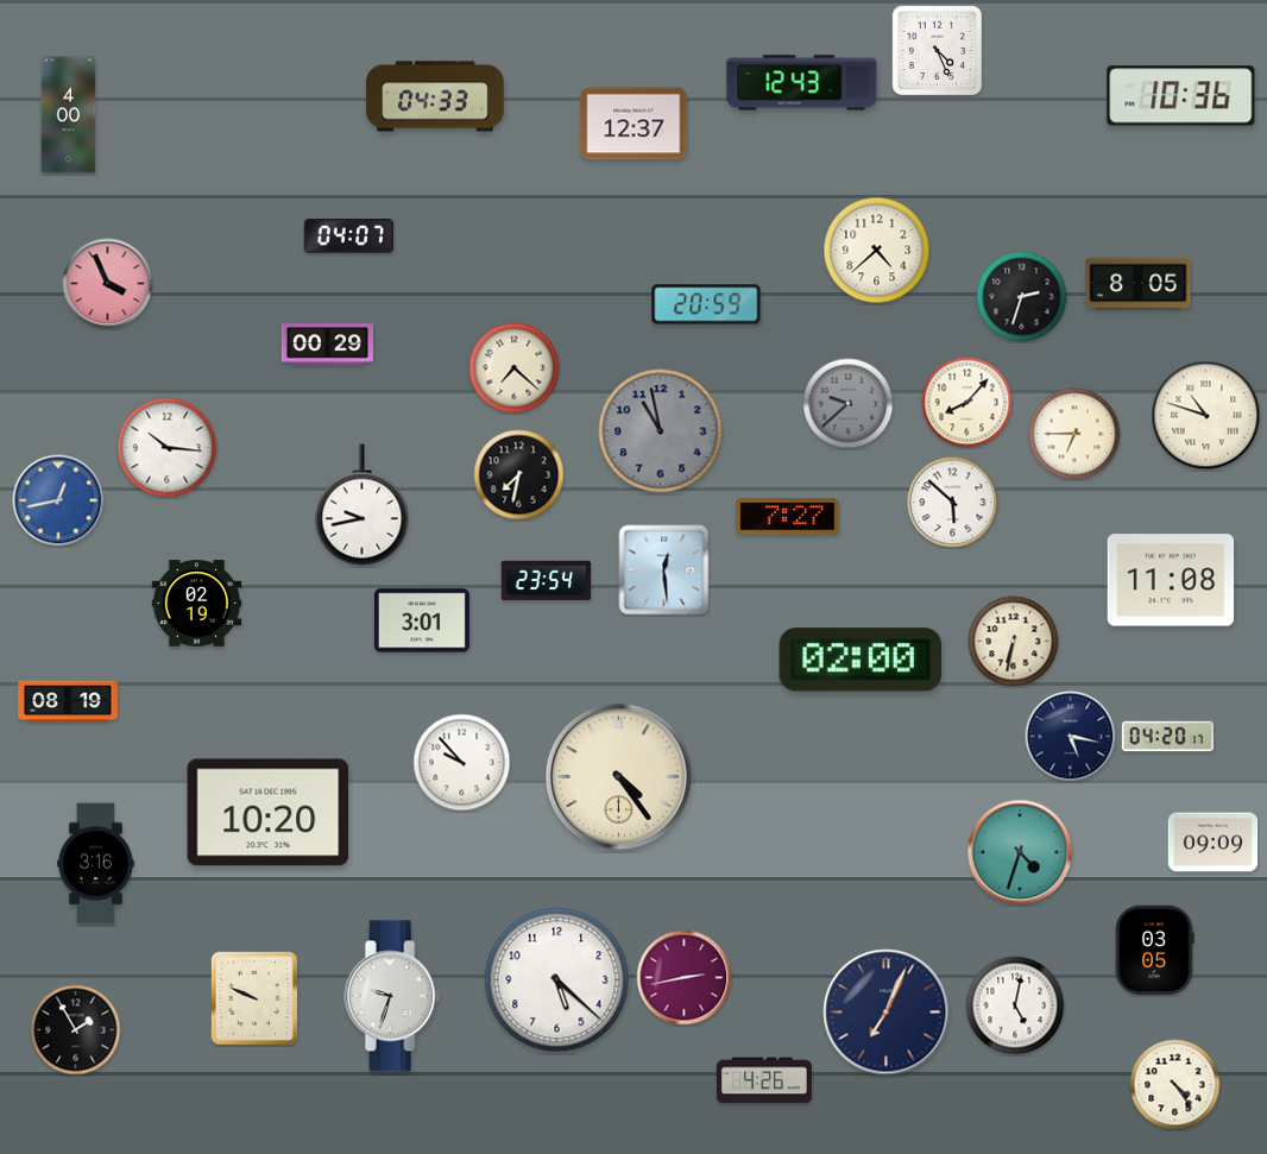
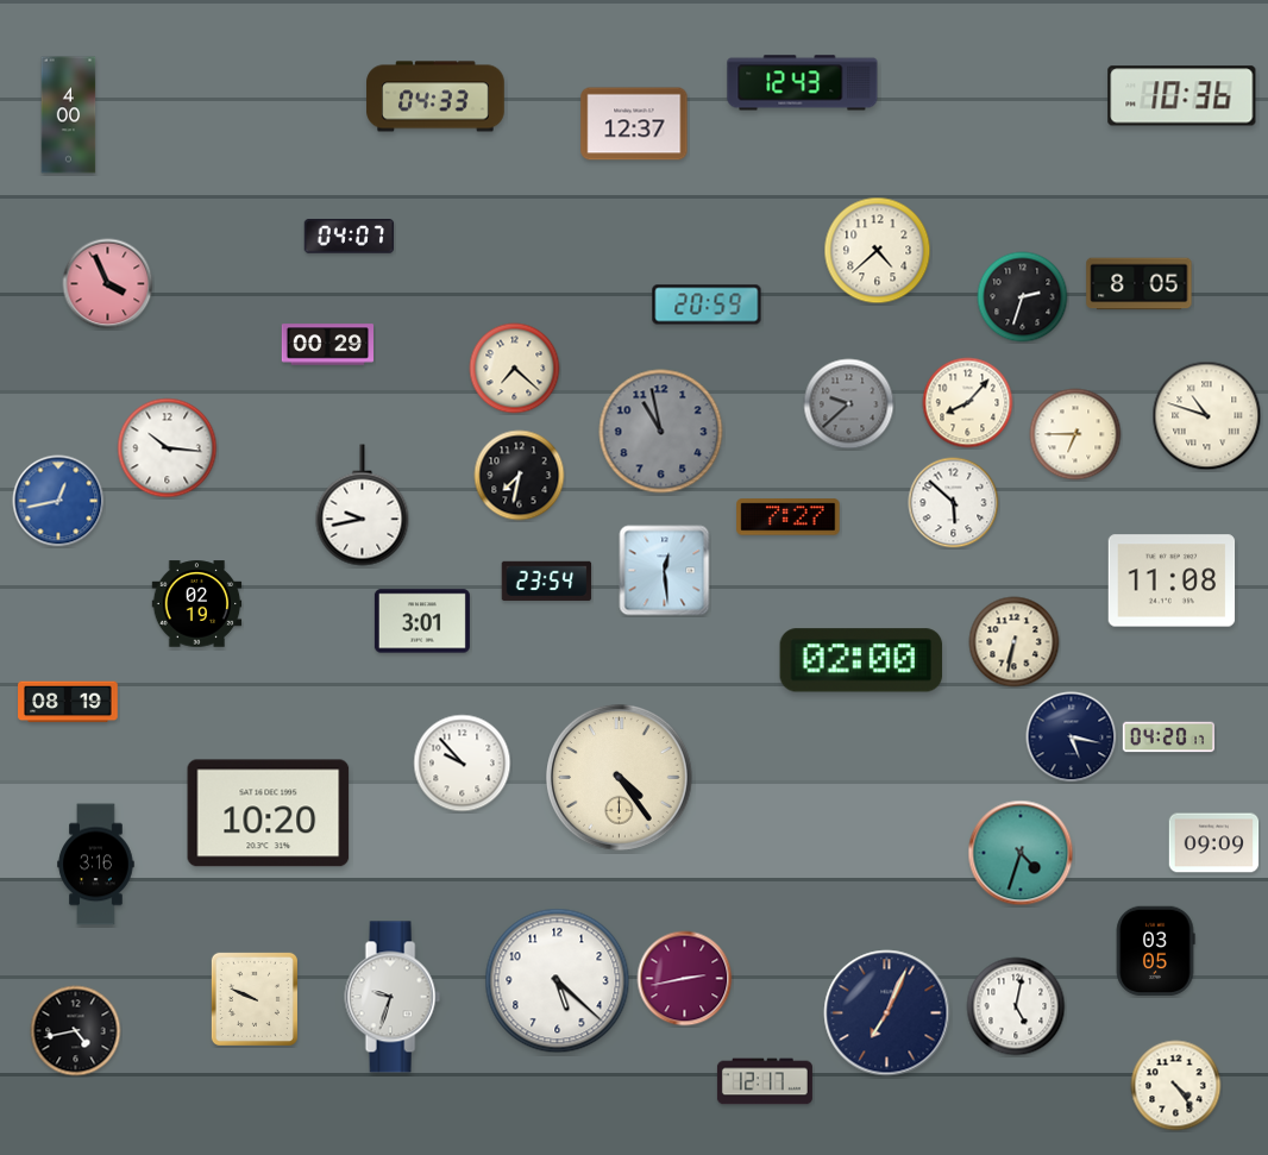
clock at (937, 50): 4:26 -> none
clock at (76, 1030): 1:55 -> 4:43
clock at (764, 1080): 4:26 -> 12:17
